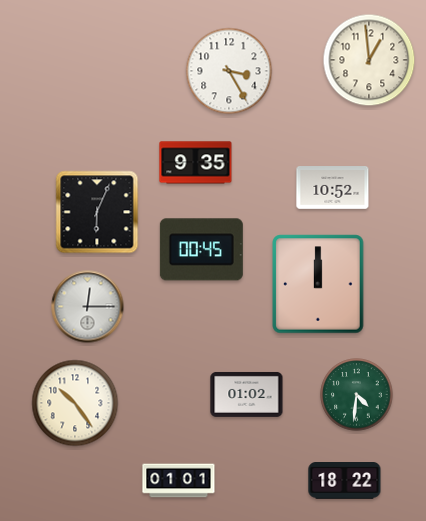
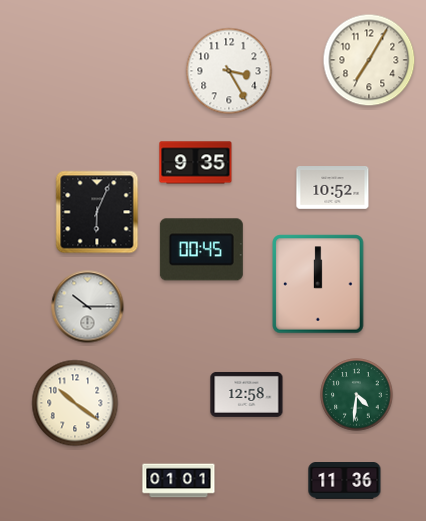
clock at (369, 60): 12:59 -> 7:05
clock at (88, 307): 12:15 -> 10:15
clock at (247, 394): 01:02 -> 12:58
clock at (75, 403): 10:24 -> 10:21
clock at (345, 481): 18:22 -> 11:36
